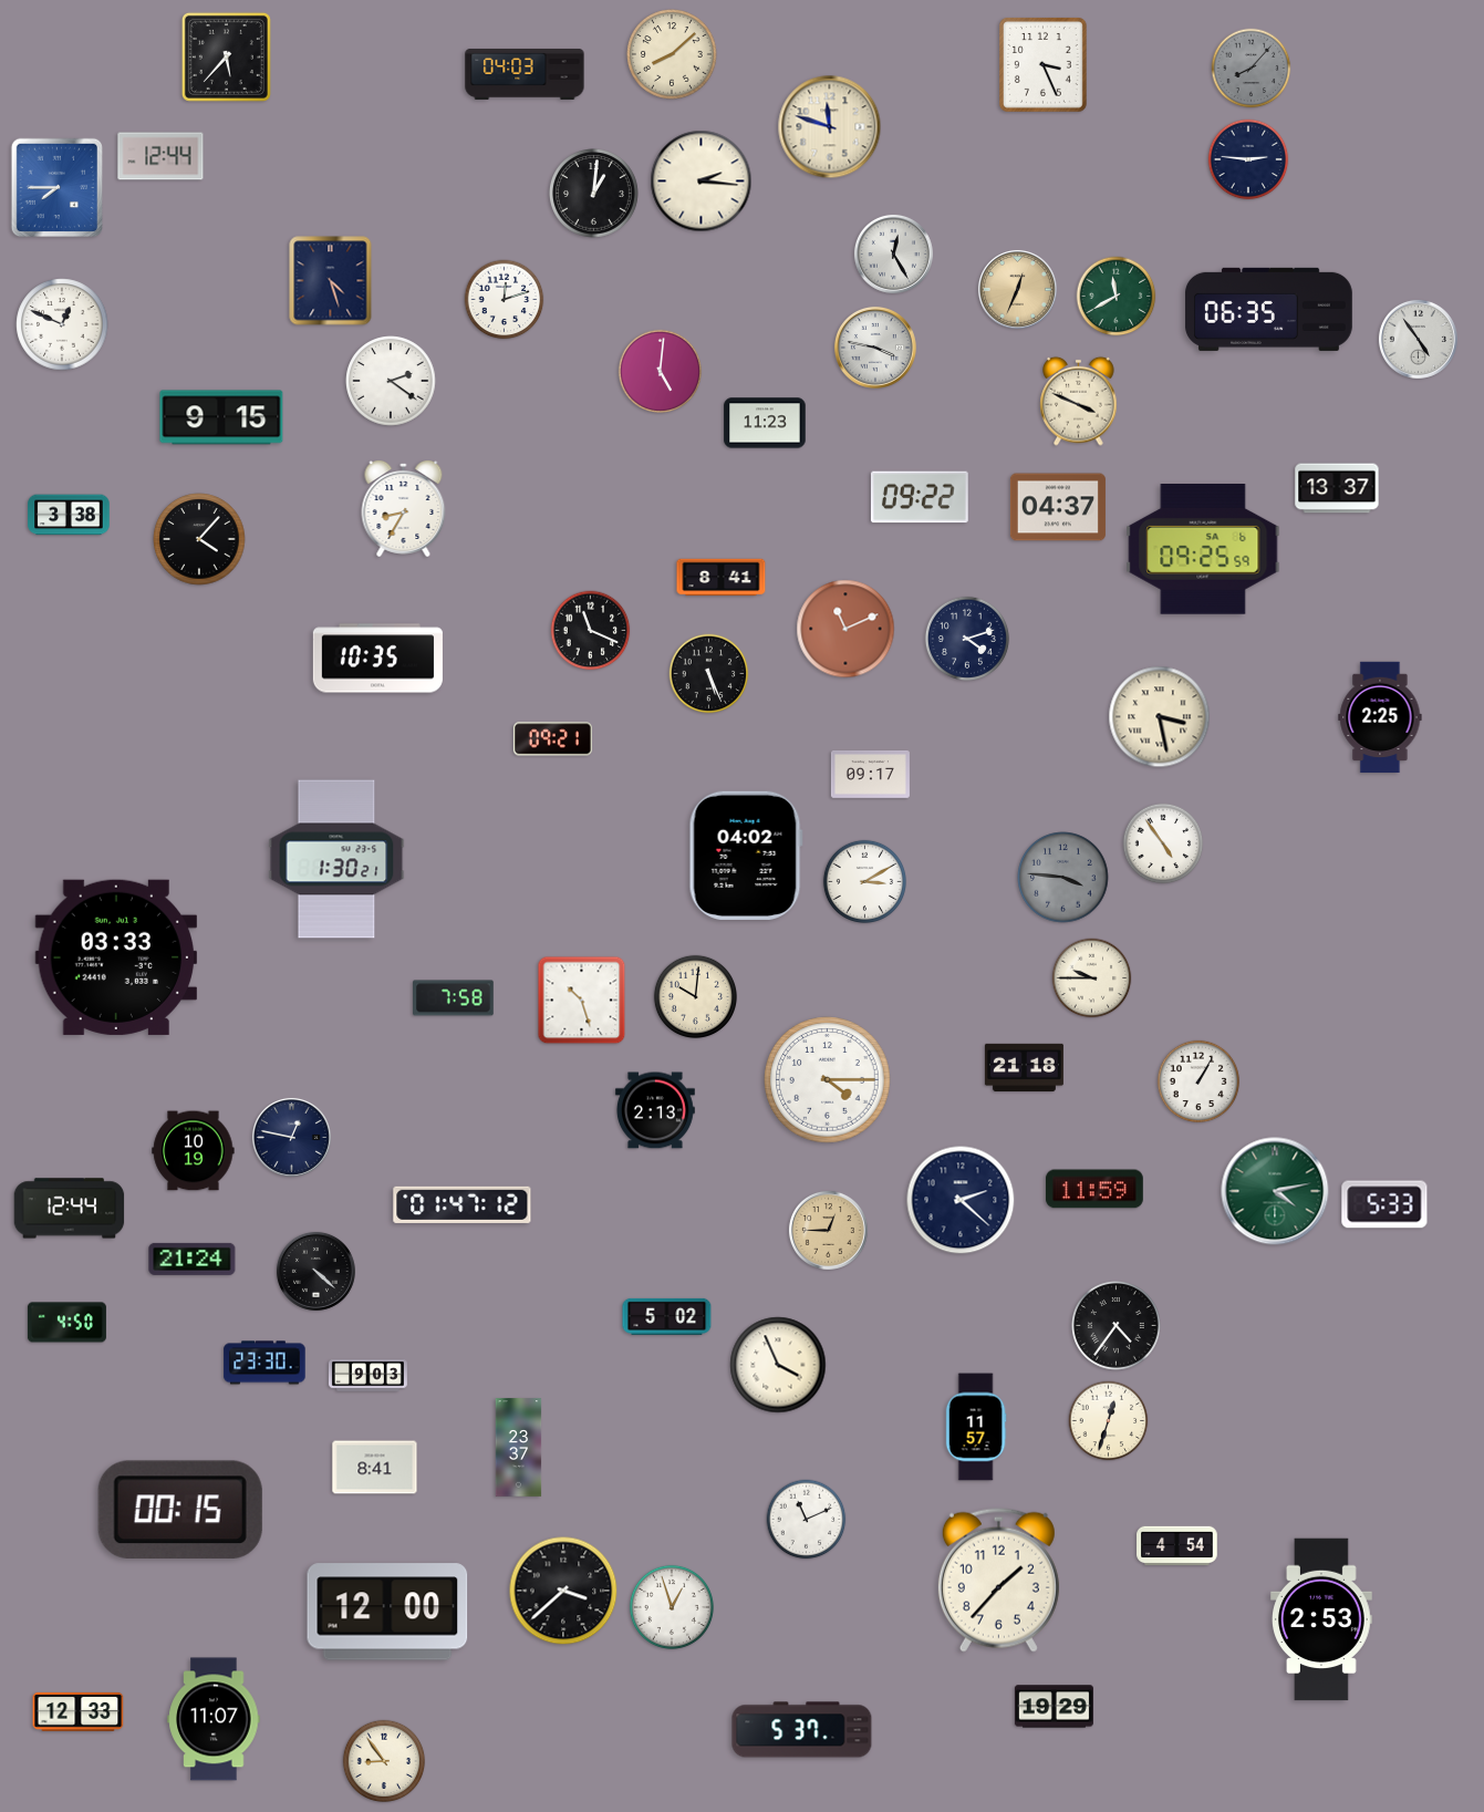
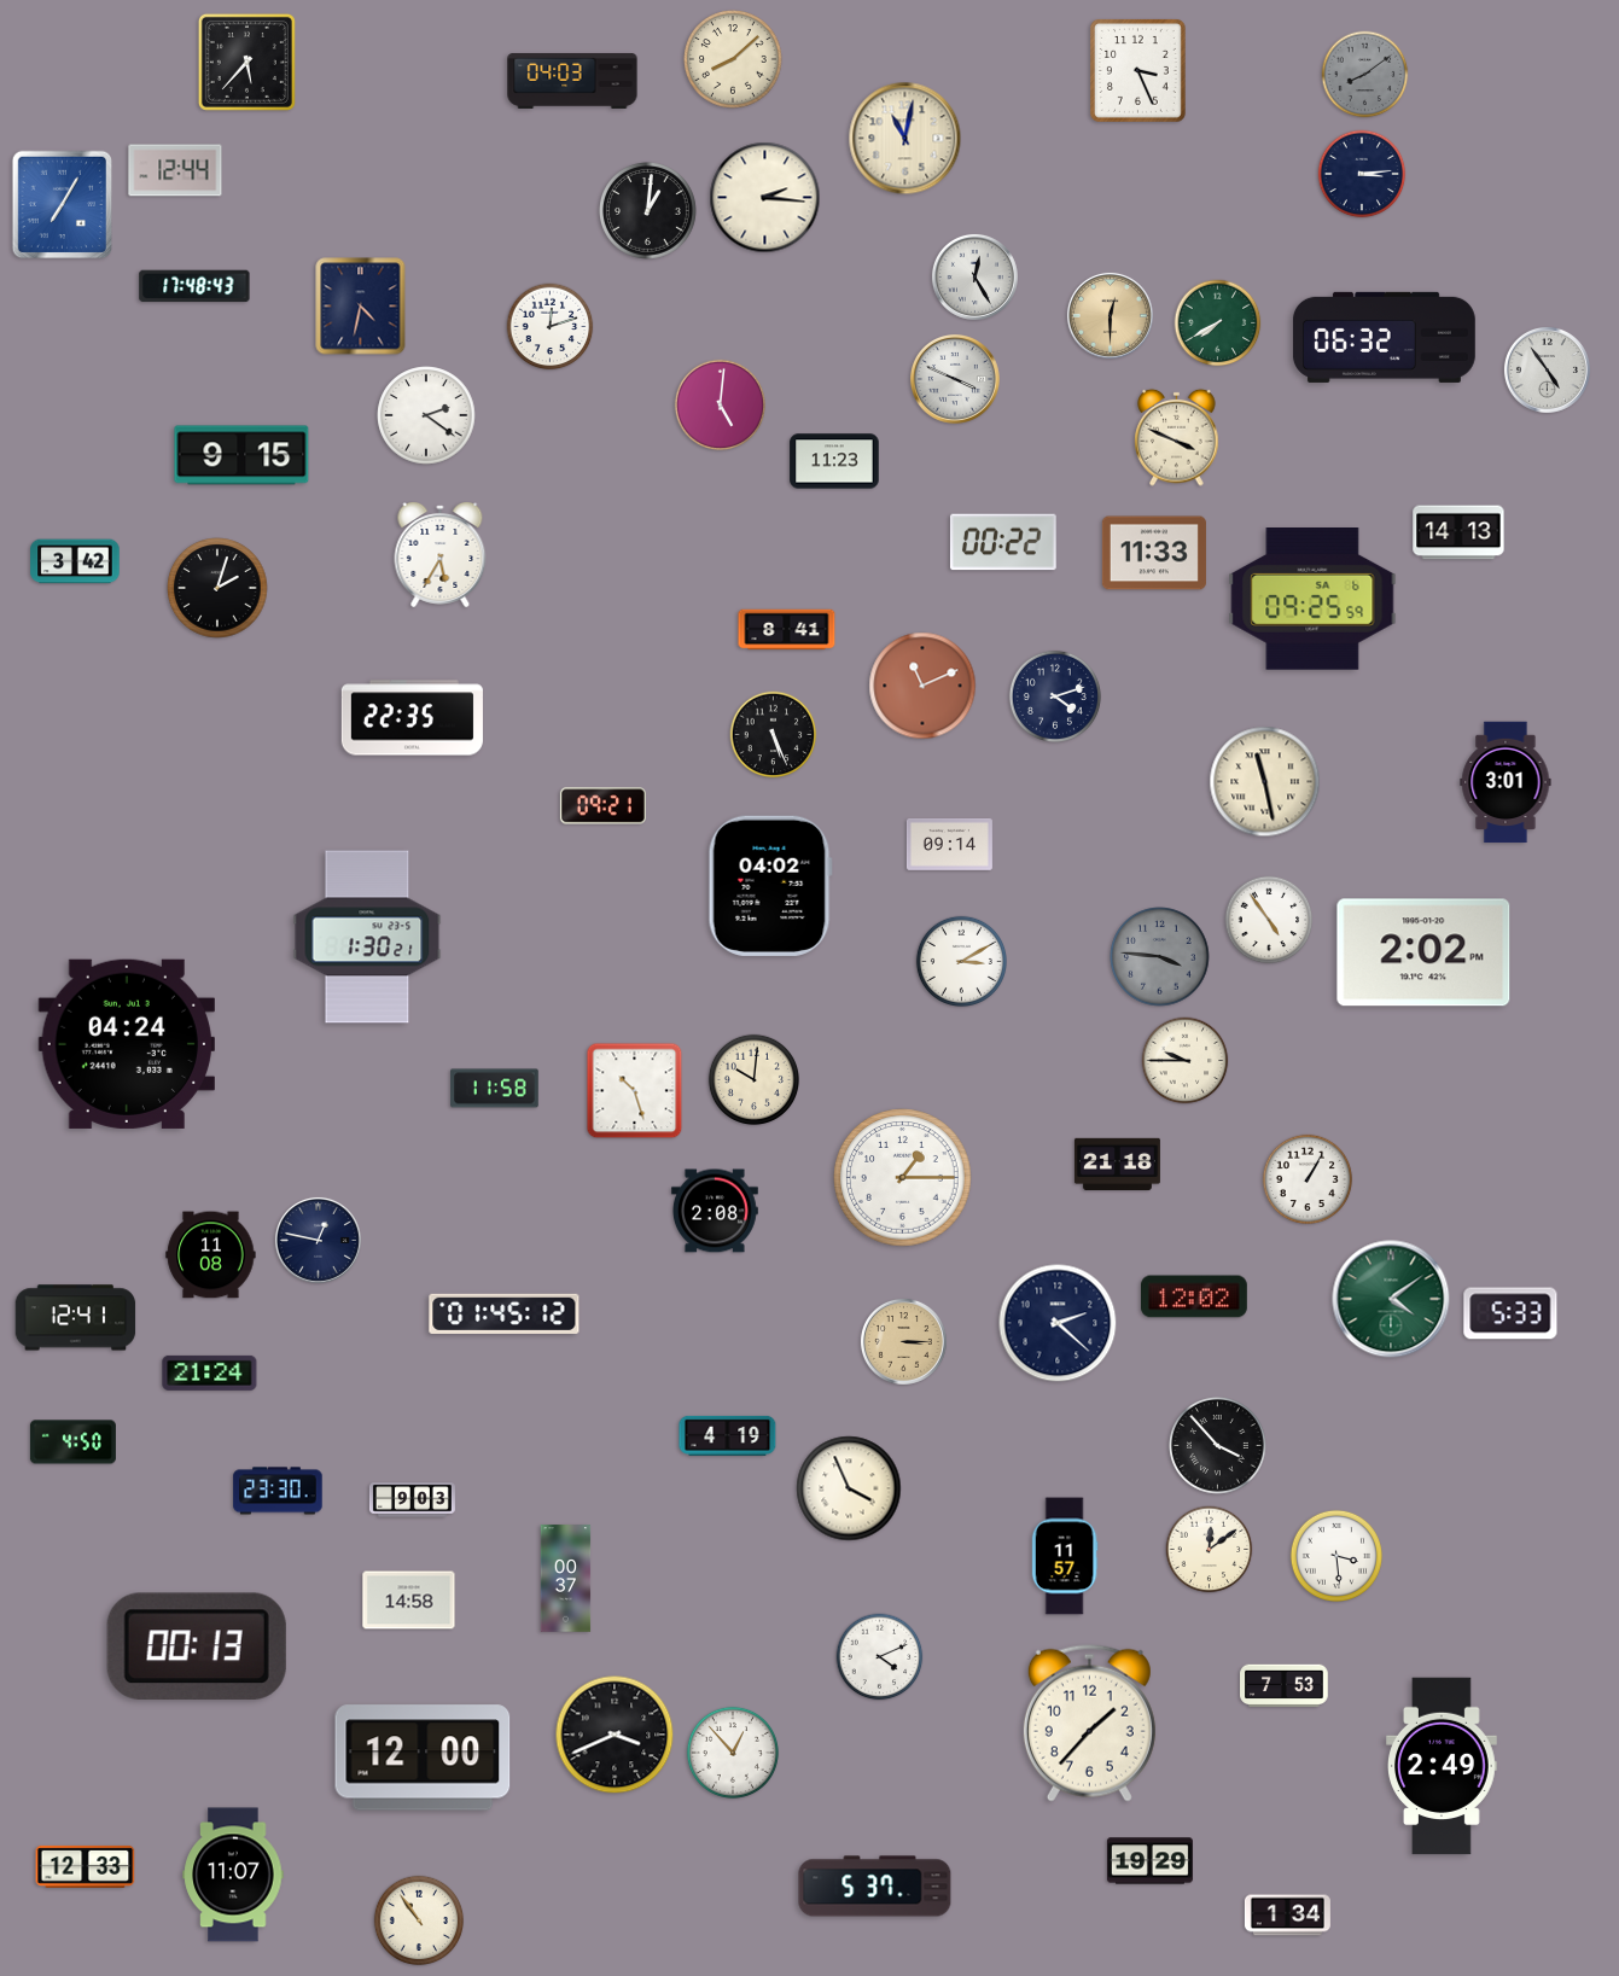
clock at (1252, 69): 8:07 -> 8:09
clock at (830, 127): 11:48 -> 11:02
clock at (1248, 159): 2:46 -> 3:14
clock at (58, 188): 7:45 -> 7:05
clock at (194, 286): none -> 17:48
clock at (331, 281): 4:27 -> 4:32
clock at (1017, 289): 12:34 -> 12:30
clock at (1117, 297): 11:40 -> 7:40
clock at (1268, 309): 06:35 -> 06:32
clock at (62, 324): 12:49 -> none
clock at (875, 348): 3:47 -> 3:49
clock at (1337, 488): 13:37 -> 14:13
clock at (920, 497): 09:22 -> 00:22
clock at (1058, 507): 04:37 -> 11:33
clock at (404, 509): 8:35 -> 5:35
clock at (69, 515): 3:38 -> 3:42
clock at (199, 539): 4:07 -> 2:03
clock at (591, 631): 11:19 -> none
clock at (377, 659): 10:35 -> 22:35
clock at (1160, 717): 3:28 -> 11:28
clock at (1380, 717): 2:25 -> 3:01
clock at (870, 775): 09:17 -> 09:14
clock at (746, 856) position: (746, 856) -> (770, 886)
clock at (1423, 952): none -> 2:02
clock at (864, 881) position: (864, 881) -> (961, 961)
clock at (115, 957): 03:33 -> 04:24
clock at (1092, 979) position: (1092, 979) -> (1186, 1061)
clock at (695, 996) position: (695, 996) -> (753, 1079)
clock at (454, 998): 7:58 -> 11:58
clock at (828, 1080): 4:15 -> 1:15
clock at (655, 1110): 2:13 -> 2:08
clock at (194, 1151): 10:19 -> 11:08
clock at (1094, 1189): 11:59 -> 12:02
clock at (1275, 1191): 4:13 -> 4:09
clock at (961, 1200) position: (961, 1200) -> (1058, 1323)
clock at (463, 1204): 01:47 -> 01:45
clock at (70, 1209): 12:44 -> 12:41
clock at (828, 1230): 12:45 -> 3:15
clock at (315, 1271): 4:22 -> none
clock at (667, 1316): 5:02 -> 4:19
clock at (1117, 1326): 4:36 -> 3:53
clock at (264, 1363) position: (264, 1363) -> (278, 1491)
clock at (367, 1376) position: (367, 1376) -> (412, 1500)
clock at (1109, 1421): 12:33 -> 12:09
clock at (1336, 1556): none -> 3:29
clock at (519, 1448): 23:37 -> 00:37
clock at (375, 1468): 8:41 -> 14:58
clock at (180, 1510): 00:15 -> 00:13
clock at (807, 1520): 11:11 -> 4:11
clock at (1177, 1546): 4:54 -> 7:53
clock at (563, 1591): 3:38 -> 3:41
clock at (672, 1607): 12:57 -> 12:53
clock at (1322, 1619): 2:53 -> 2:49
clock at (1287, 1916): none -> 1:34
clock at (384, 1761): 8:54 -> 10:54
